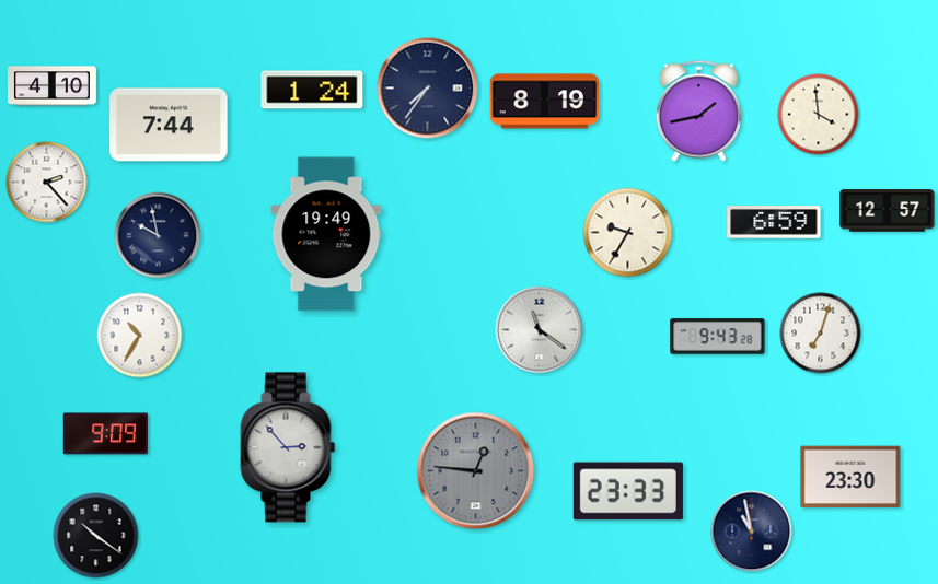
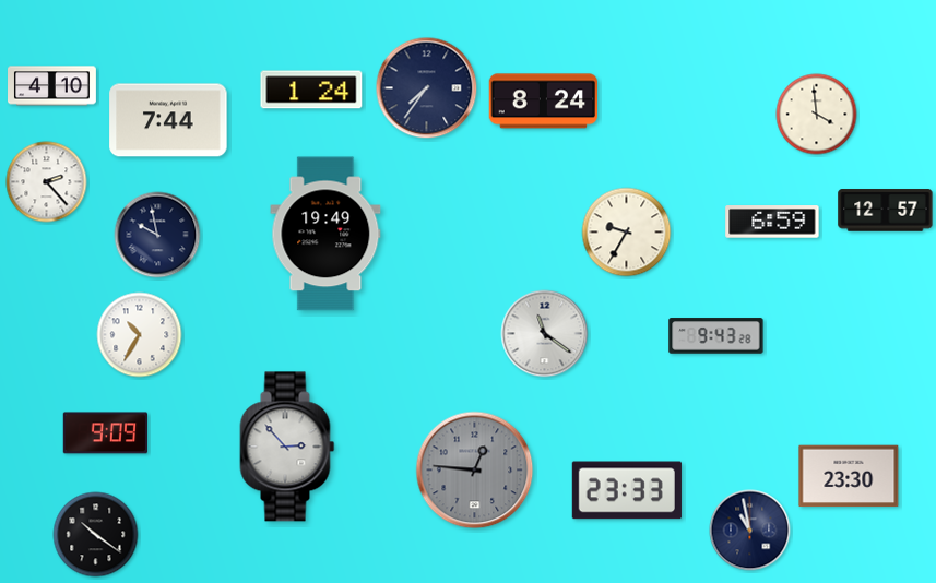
clock at (544, 102): 8:19 -> 8:24
clock at (698, 110): 1:43 -> none
clock at (169, 125) position: (169, 125) -> (168, 120)
clock at (540, 330) position: (540, 330) -> (545, 334)
clock at (821, 334): 7:03 -> none
